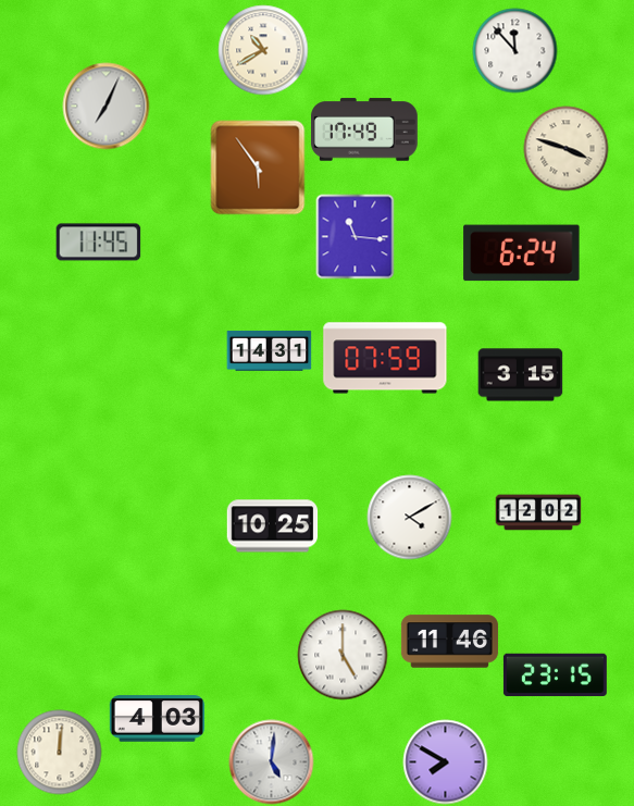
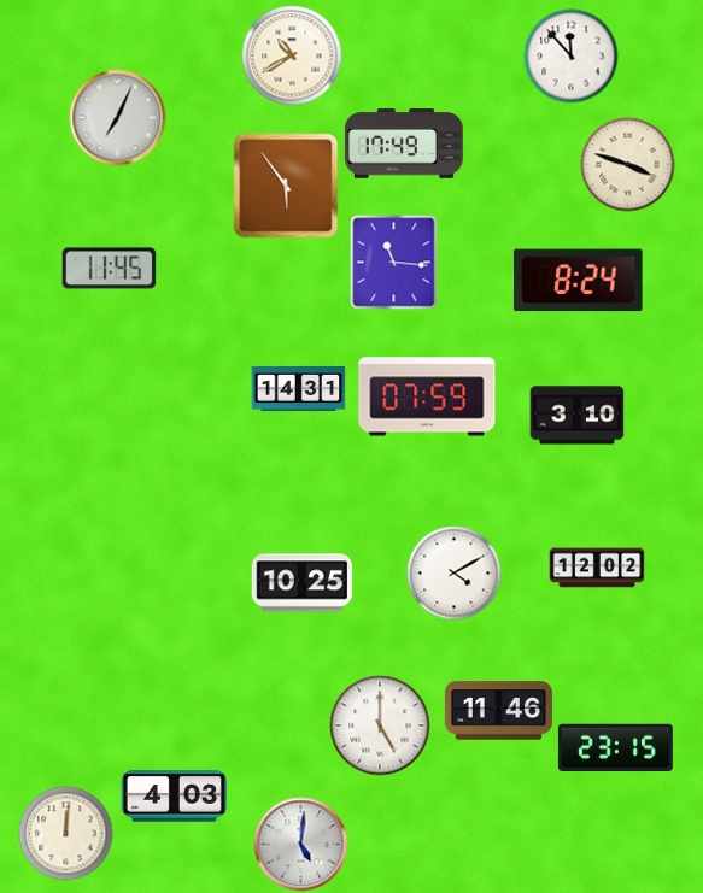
clock at (522, 253): 6:24 -> 8:24
clock at (520, 375): 3:15 -> 3:10
clock at (445, 761): 7:50 -> none
